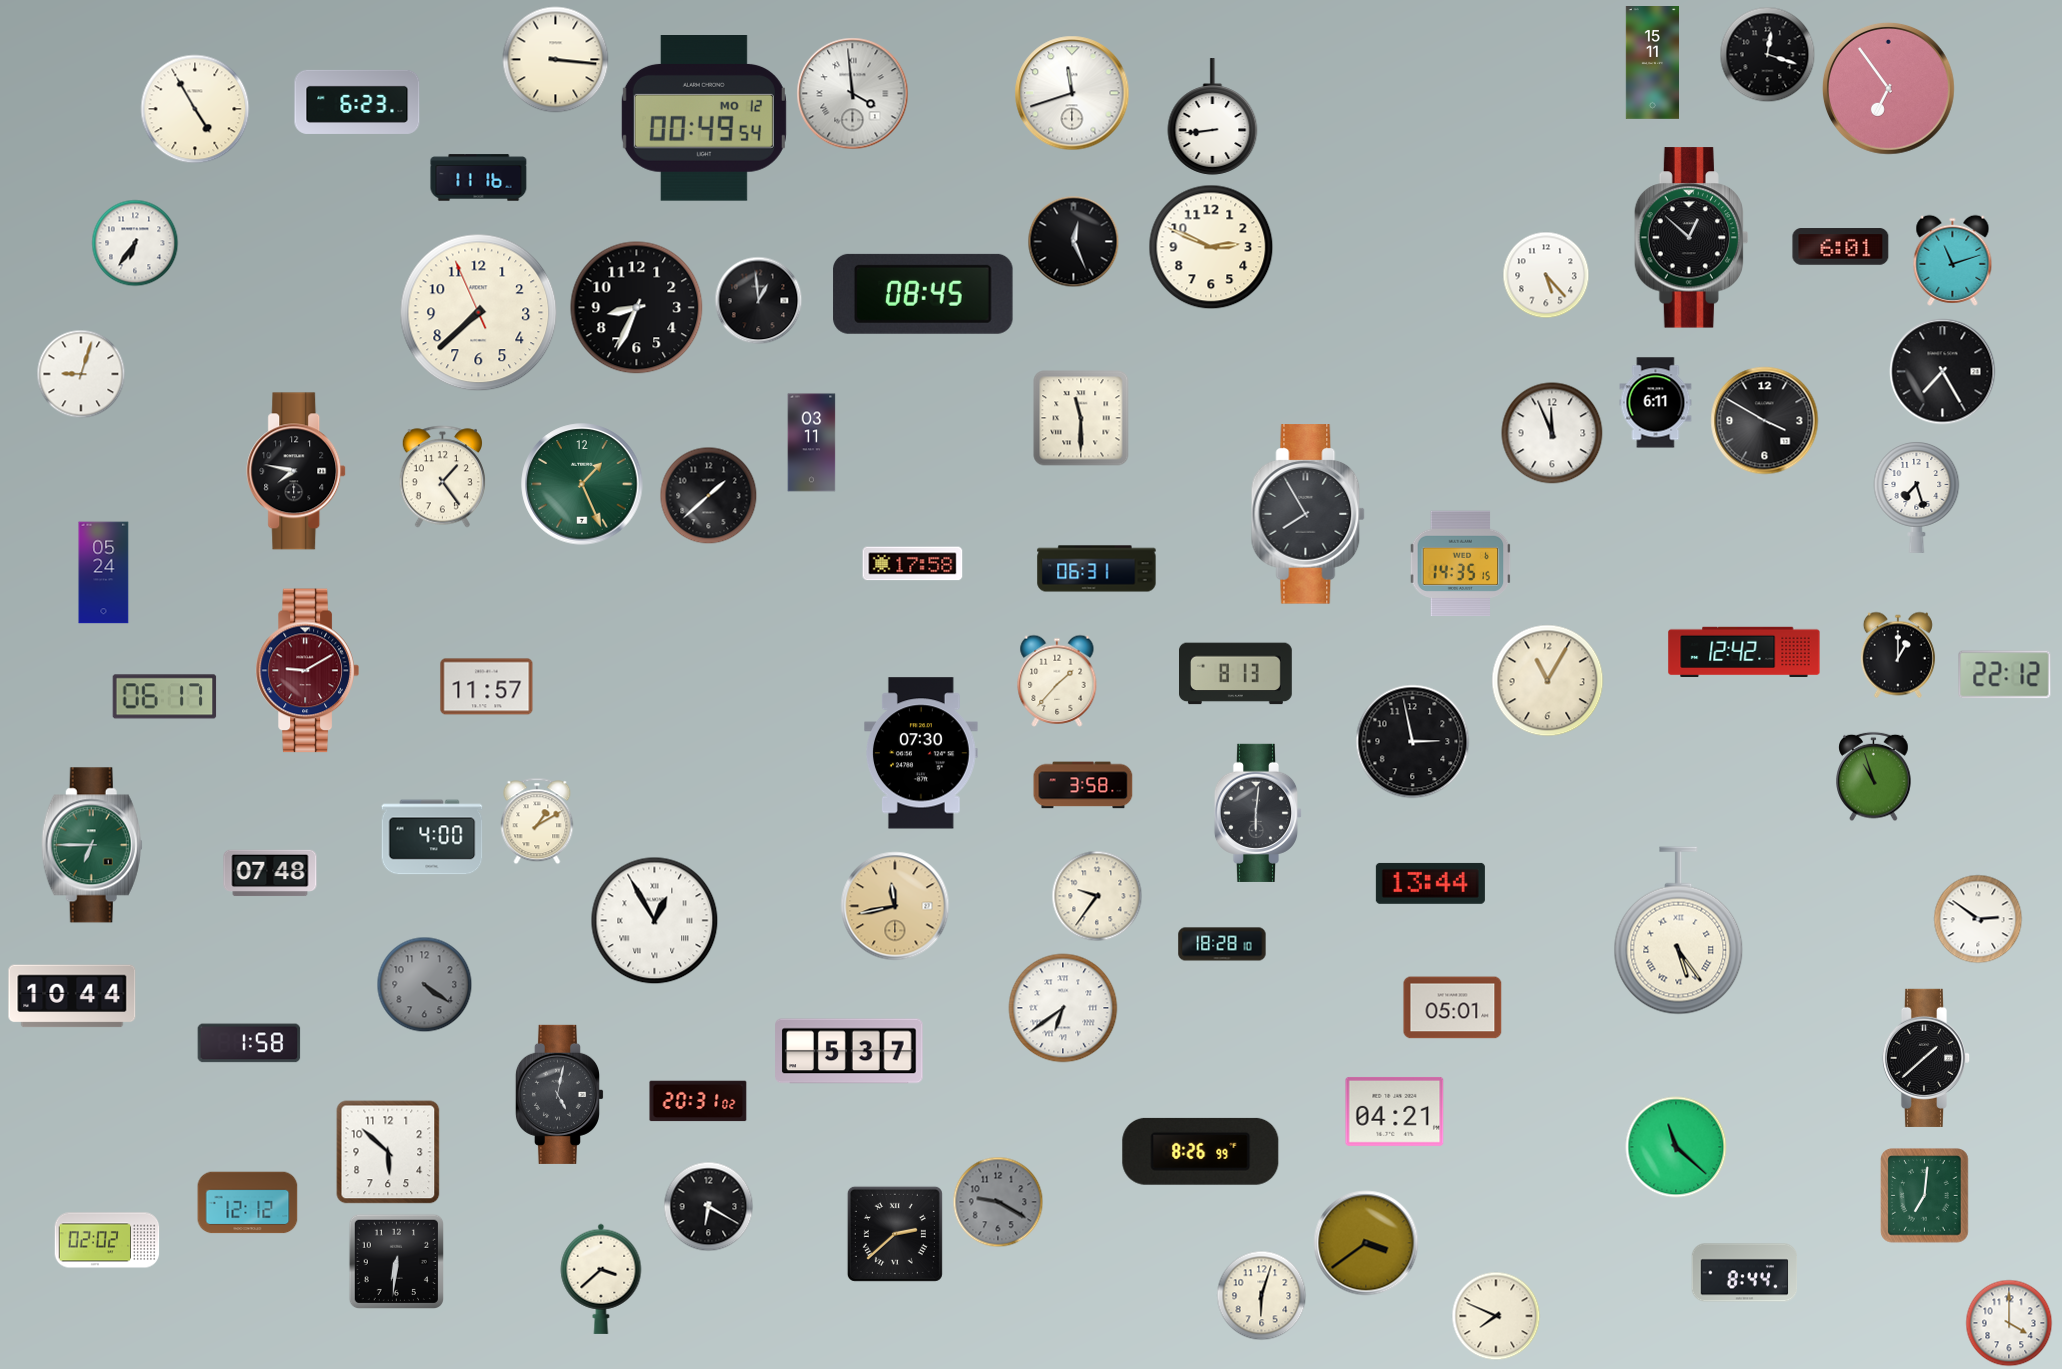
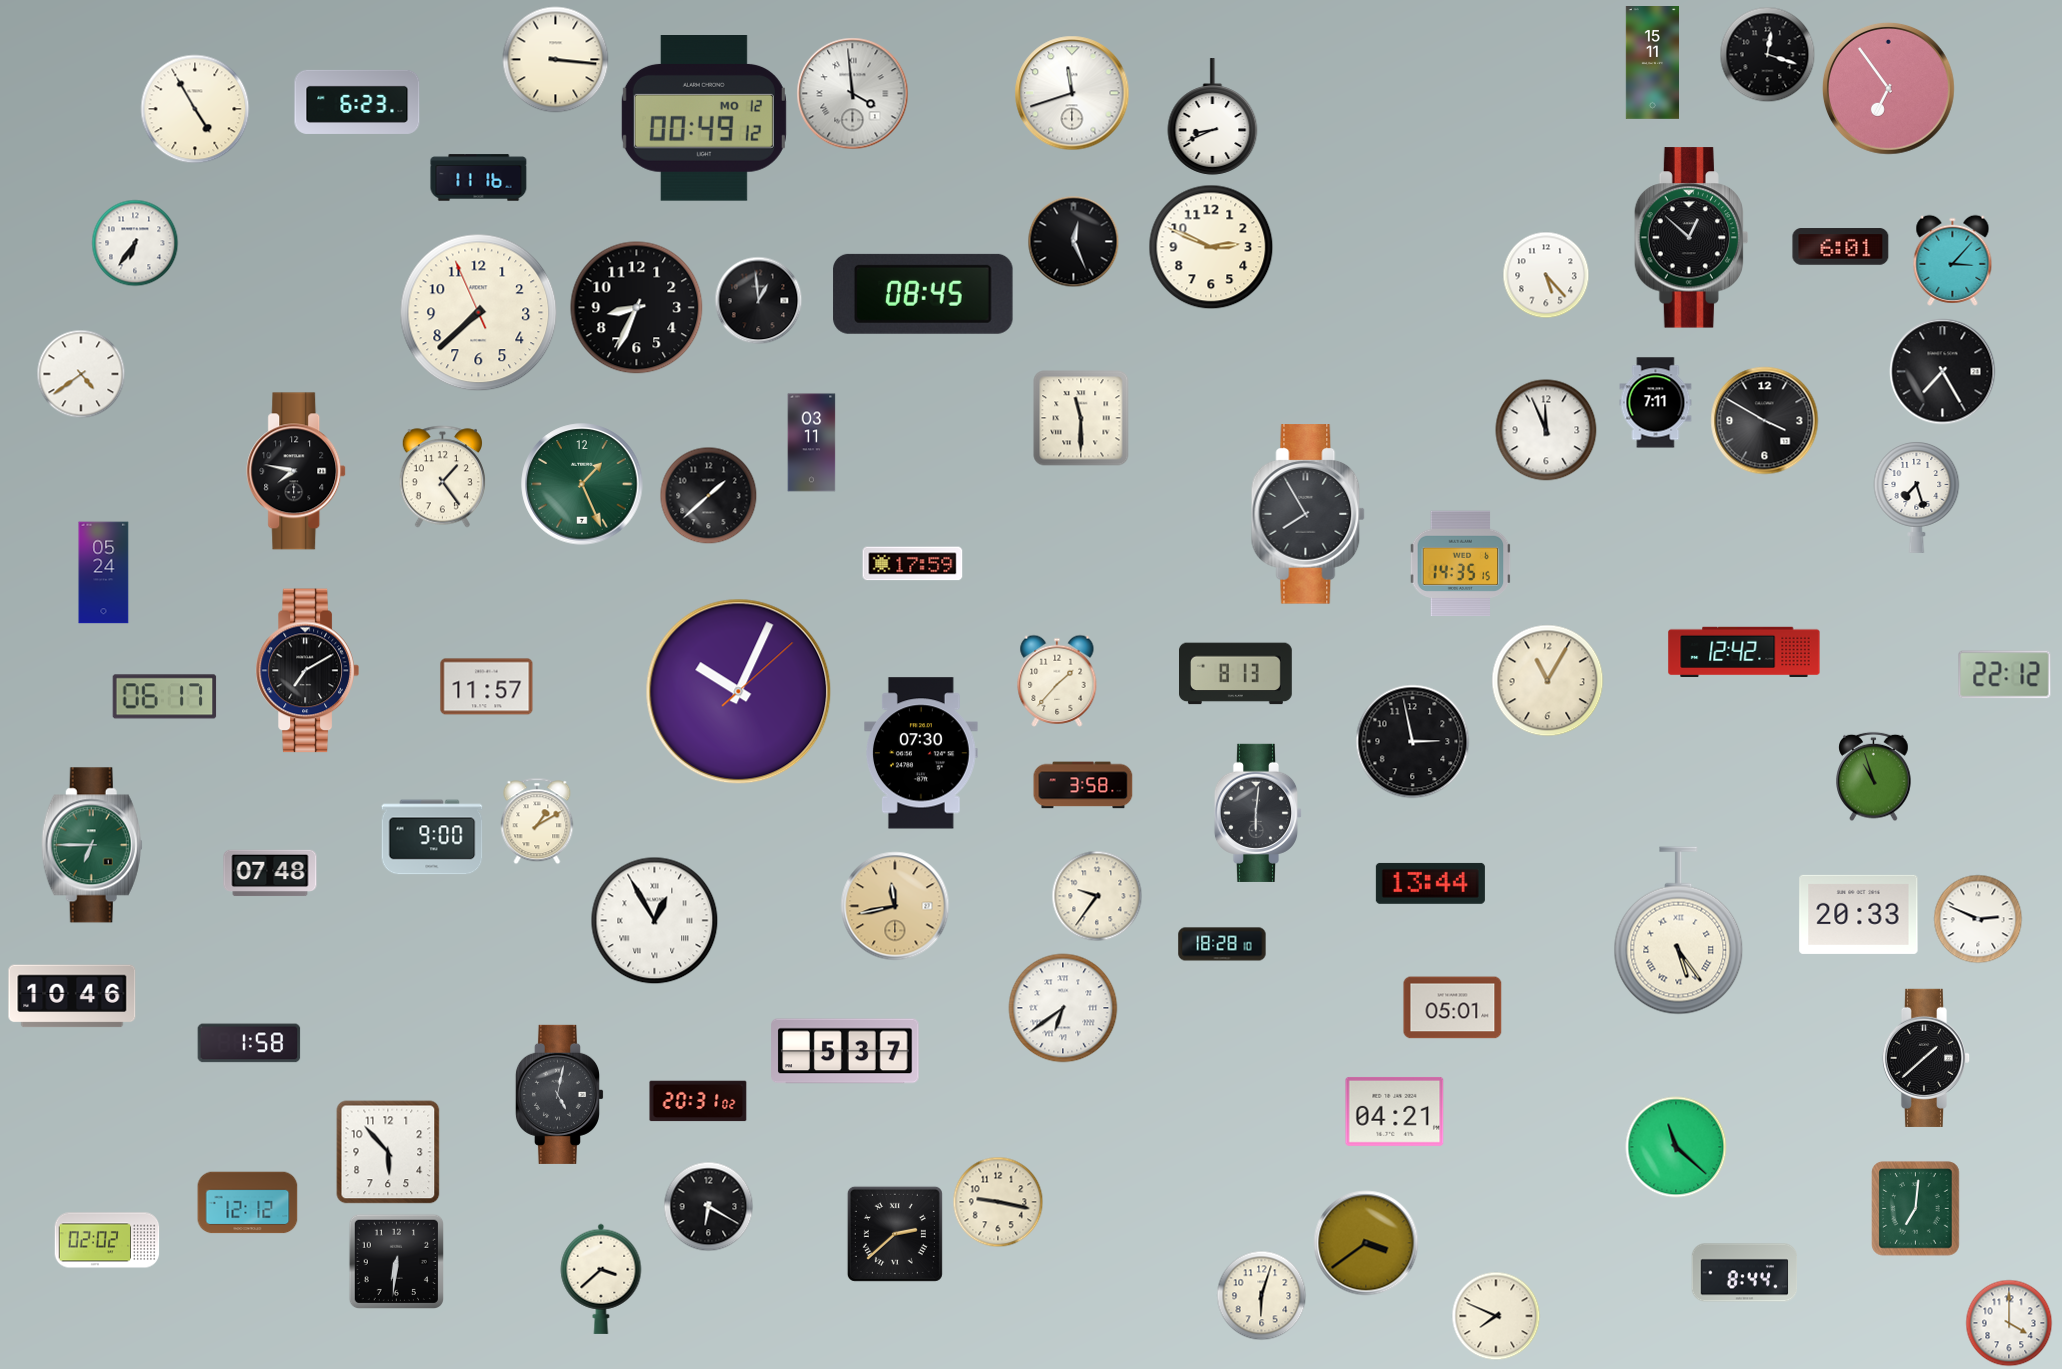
clock at (1213, 117): 8:44 -> 8:41
clock at (704, 119): 00:49:54 -> 00:49:12
clock at (1953, 260): 11:12 -> 3:07
clock at (81, 374): 9:03 -> 4:39
clock at (1656, 403): 6:11 -> 7:11
clock at (1552, 433) position: (1552, 433) -> (1546, 430)
clock at (913, 564): 17:58 -> 17:59
clock at (1097, 569): 06:31 -> none
clock at (1898, 655): 1:00 -> none
clock at (307, 671): 9:10 -> 7:10
clock at (307, 671) dial: burgundy -> black
clock at (739, 692): none -> 10:04
clock at (432, 837): 4:00 -> 9:00
clock at (1859, 914): none -> 20:33
clock at (1978, 919): 2:51 -> 2:49
clock at (425, 985): 4:21 -> none
clock at (72, 996): 10:44 -> 10:46
clock at (849, 1051) position: (849, 1051) -> (845, 1051)
clock at (1201, 1151): 8:26 -> none
clock at (388, 1152): 5:52 -> 5:53
clock at (1925, 1196) position: (1925, 1196) -> (1916, 1209)
clock at (998, 1202): 9:20 -> 9:17
clock at (998, 1202) dial: grey -> cream
